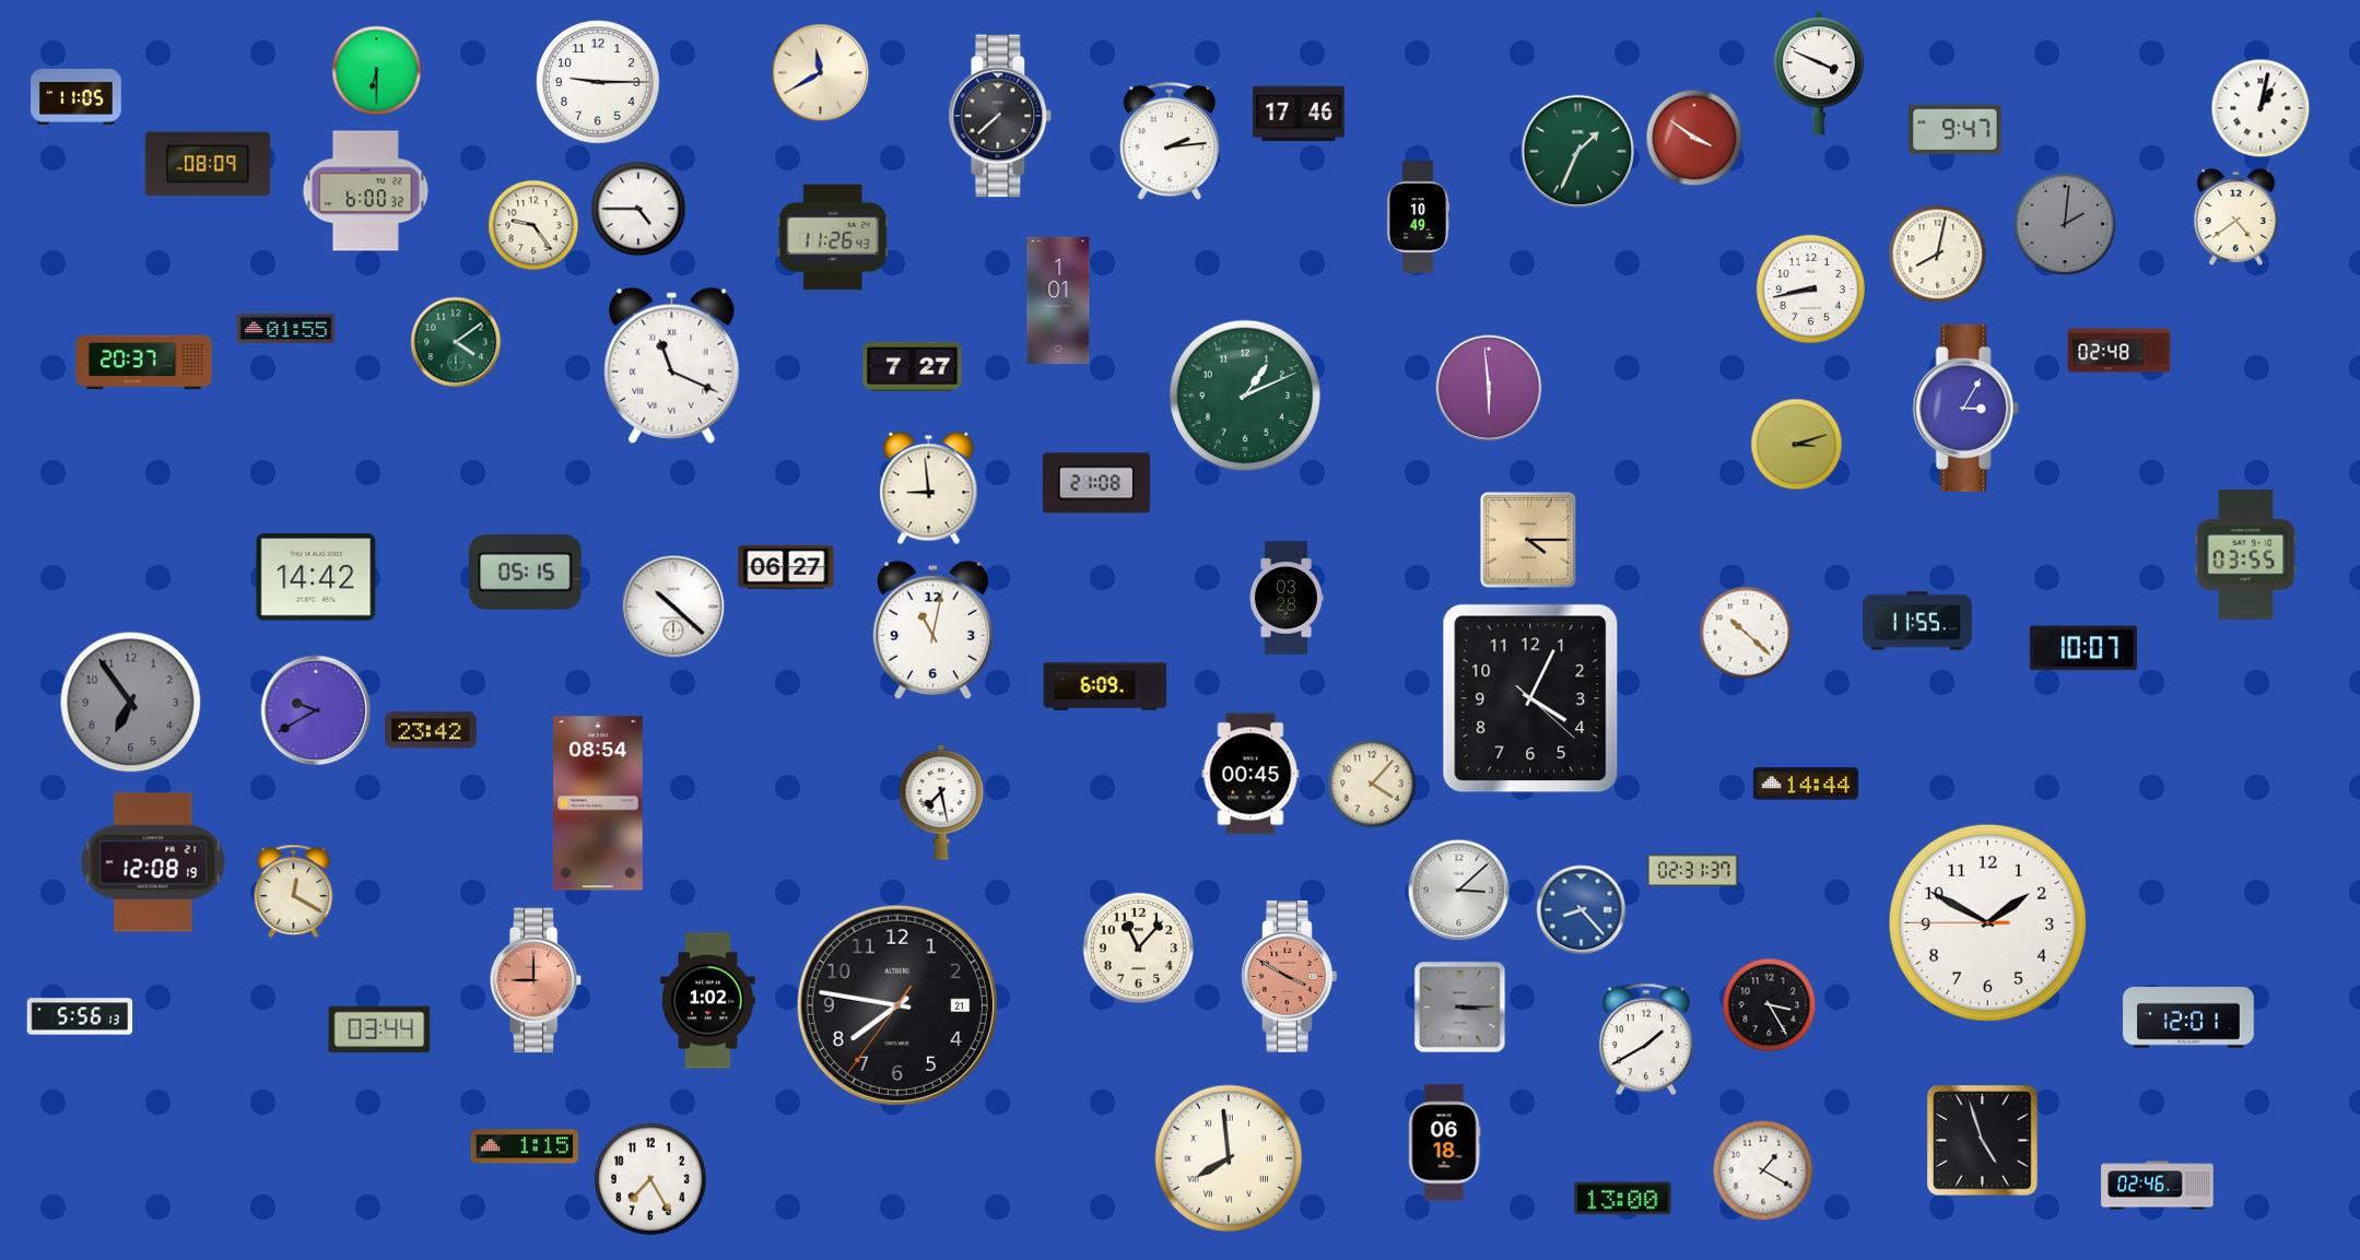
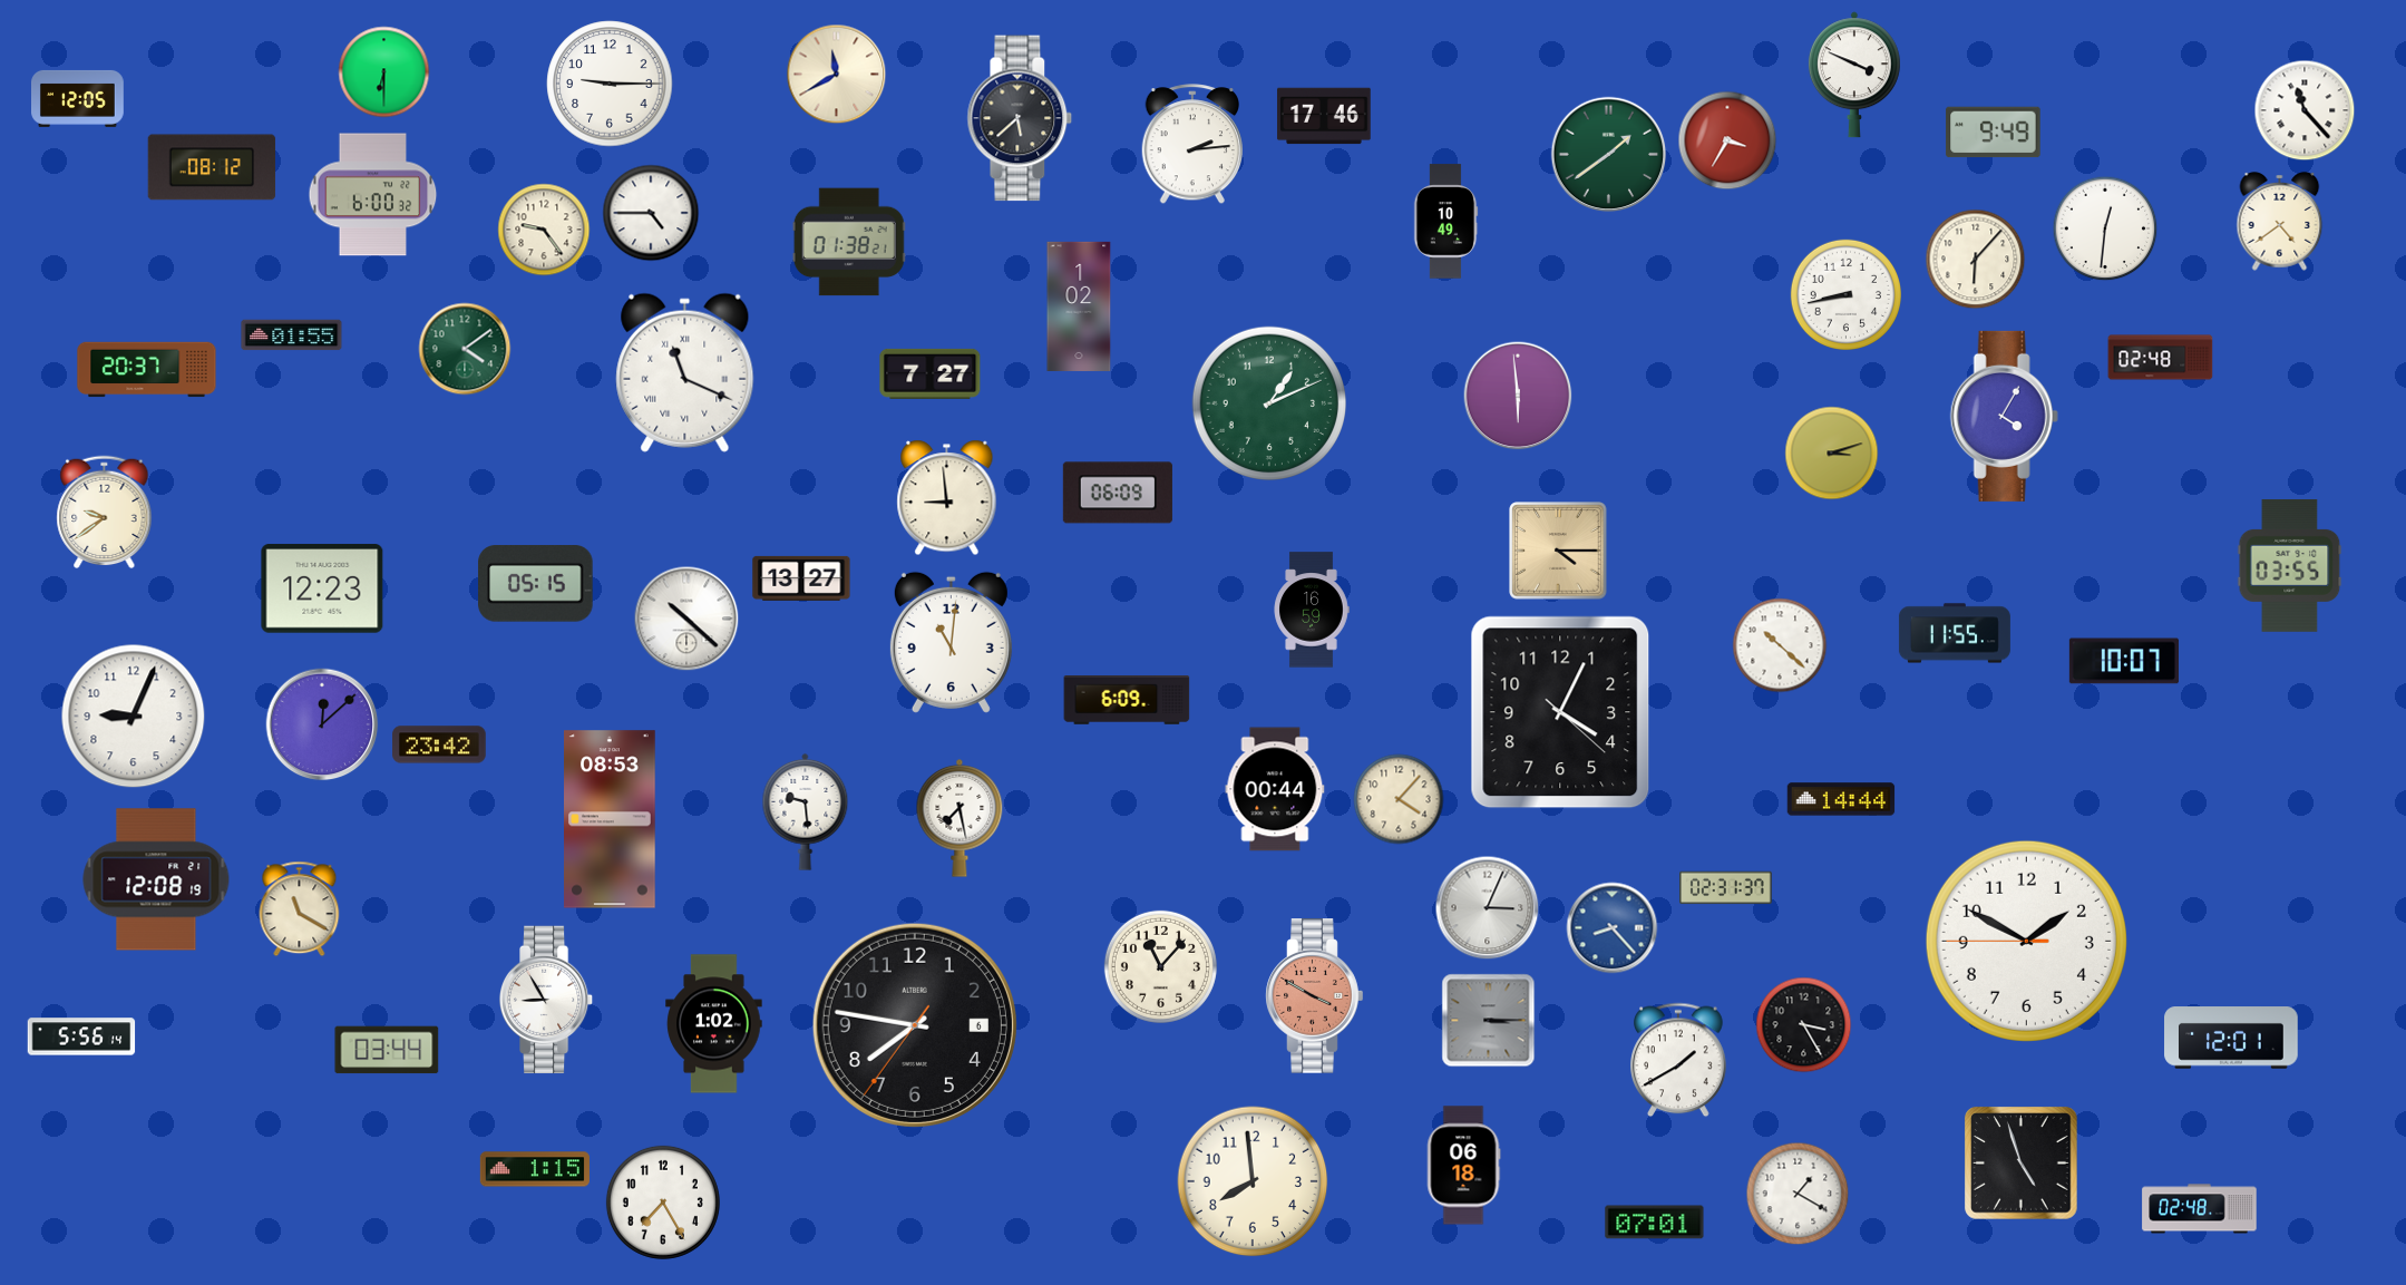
clock at (77, 96): 11:05 -> 12:05
clock at (2261, 108): 1:02 -> 11:23
clock at (1000, 116): 7:38 -> 5:38
clock at (1956, 130): 9:47 -> 9:49
clock at (1694, 138): 3:51 -> 3:35
clock at (1578, 152): 1:34 -> 1:39
clock at (208, 164): 08:09 -> 08:12
clock at (2065, 224): 2:01 -> 12:31
clock at (2065, 224) dial: grey -> white
clock at (833, 237): 11:26 -> 01:38
clock at (1938, 255): 8:02 -> 6:07
clock at (1058, 301): 1:01 -> 1:02
clock at (1965, 408): 3:05 -> 4:05
clock at (1096, 483): 21:08 -> 06:09
clock at (105, 513): none -> 9:39
clock at (786, 567): 06:27 -> 13:27
clock at (316, 577): 14:42 -> 12:23
clock at (1287, 598): 03:28 -> 16:59
clock at (932, 629): 11:02 -> 11:01
clock at (131, 703): 6:54 -> 9:04
clock at (131, 703) dial: grey -> white
clock at (316, 710): 9:40 -> 12:08
clock at (1251, 774): 00:45 -> 00:44
clock at (806, 811): none -> 9:29
clock at (599, 803): 08:54 -> 08:53
clock at (1459, 891): 3:08 -> 3:04
clock at (294, 892): 12:20 -> 11:20
clock at (536, 980): 9:00 -> 8:55
clock at (536, 980) dial: salmon -> white
clock at (708, 1001) position: (708, 1001) -> (714, 1024)
clock at (897, 1005) date: 21 -> 6
clock at (1460, 1008) position: (1460, 1008) -> (1489, 1021)
clock at (80, 1016): 5:56:13 -> 5:56:14
clock at (1444, 1143) position: (1444, 1143) -> (1463, 1166)
clock at (1229, 1158) numerals: Roman -> Arabic
clock at (2158, 1186): 02:46 -> 02:48
clock at (1623, 1199): 13:00 -> 07:01
